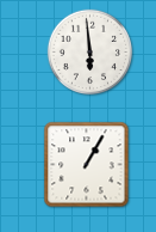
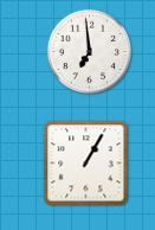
clock at (89, 51): 5:59 -> 6:59
